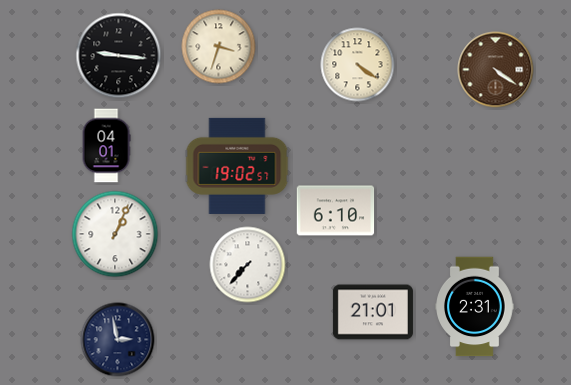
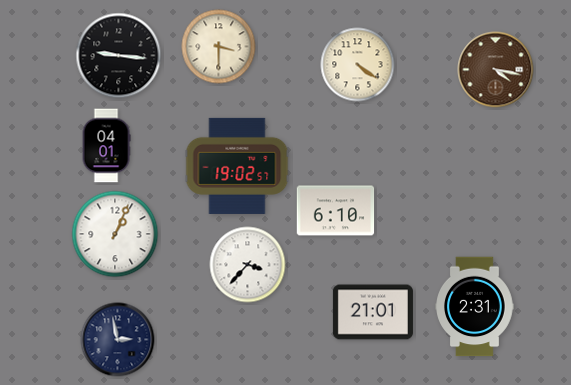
clock at (219, 47): 3:33 -> 3:30
clock at (496, 70): 4:21 -> 4:17
clock at (248, 265): 7:37 -> 3:37
